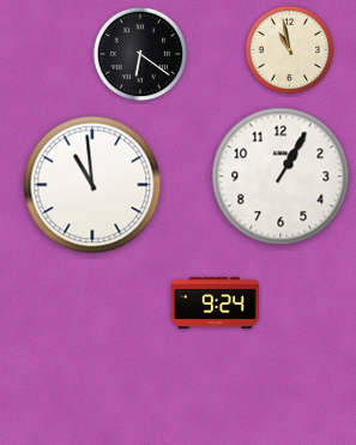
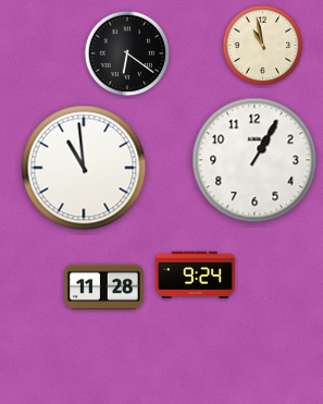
clock at (140, 54) position: (140, 54) -> (127, 53)
clock at (103, 287): none -> 11:28
